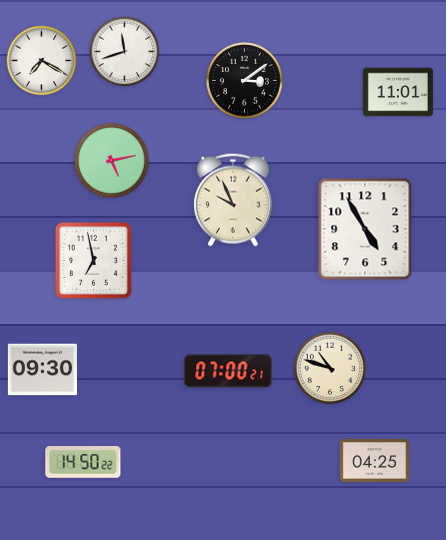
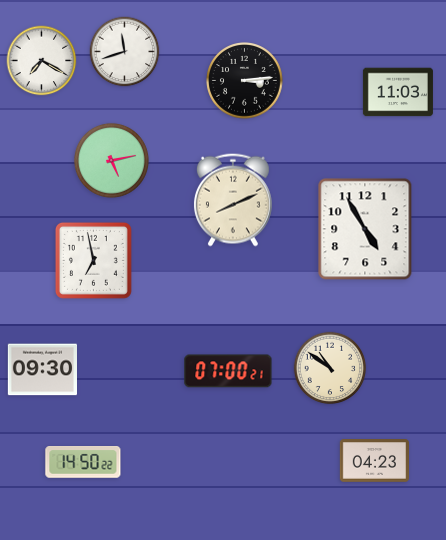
clock at (245, 81): 3:09 -> 3:14
clock at (398, 92): 11:01 -> 11:03
clock at (233, 200): 9:56 -> 8:11
clock at (330, 368): 10:48 -> 10:51
clock at (374, 461): 04:25 -> 04:23
